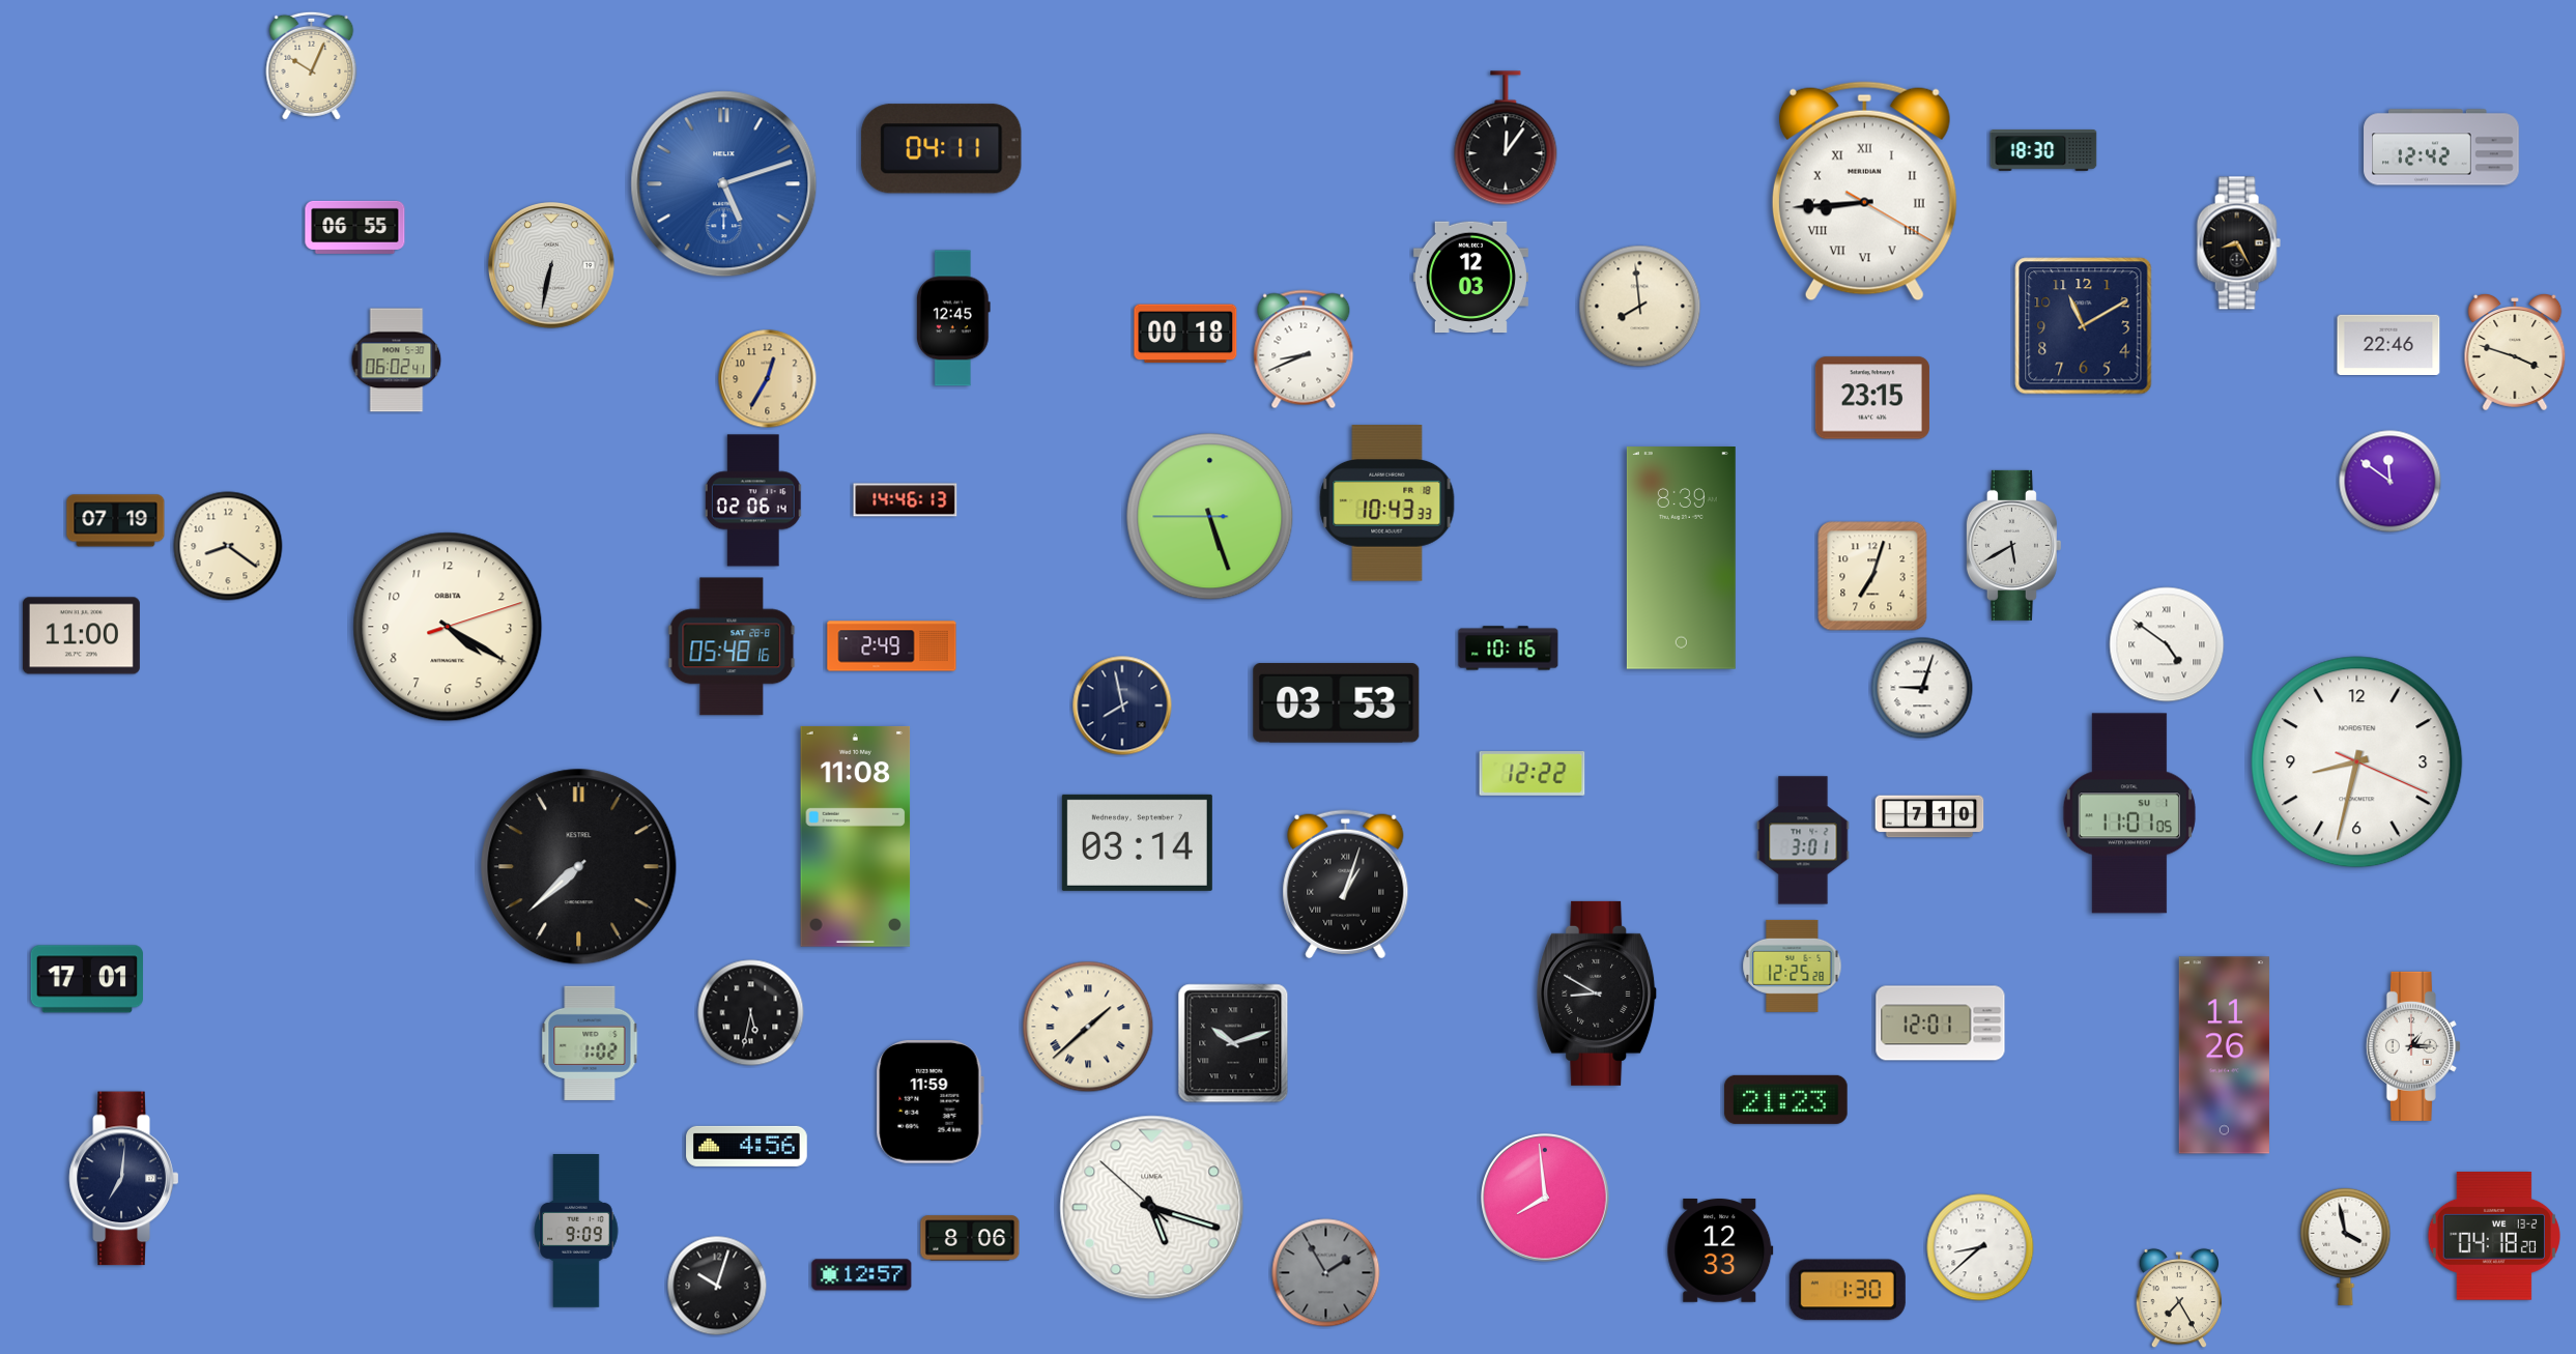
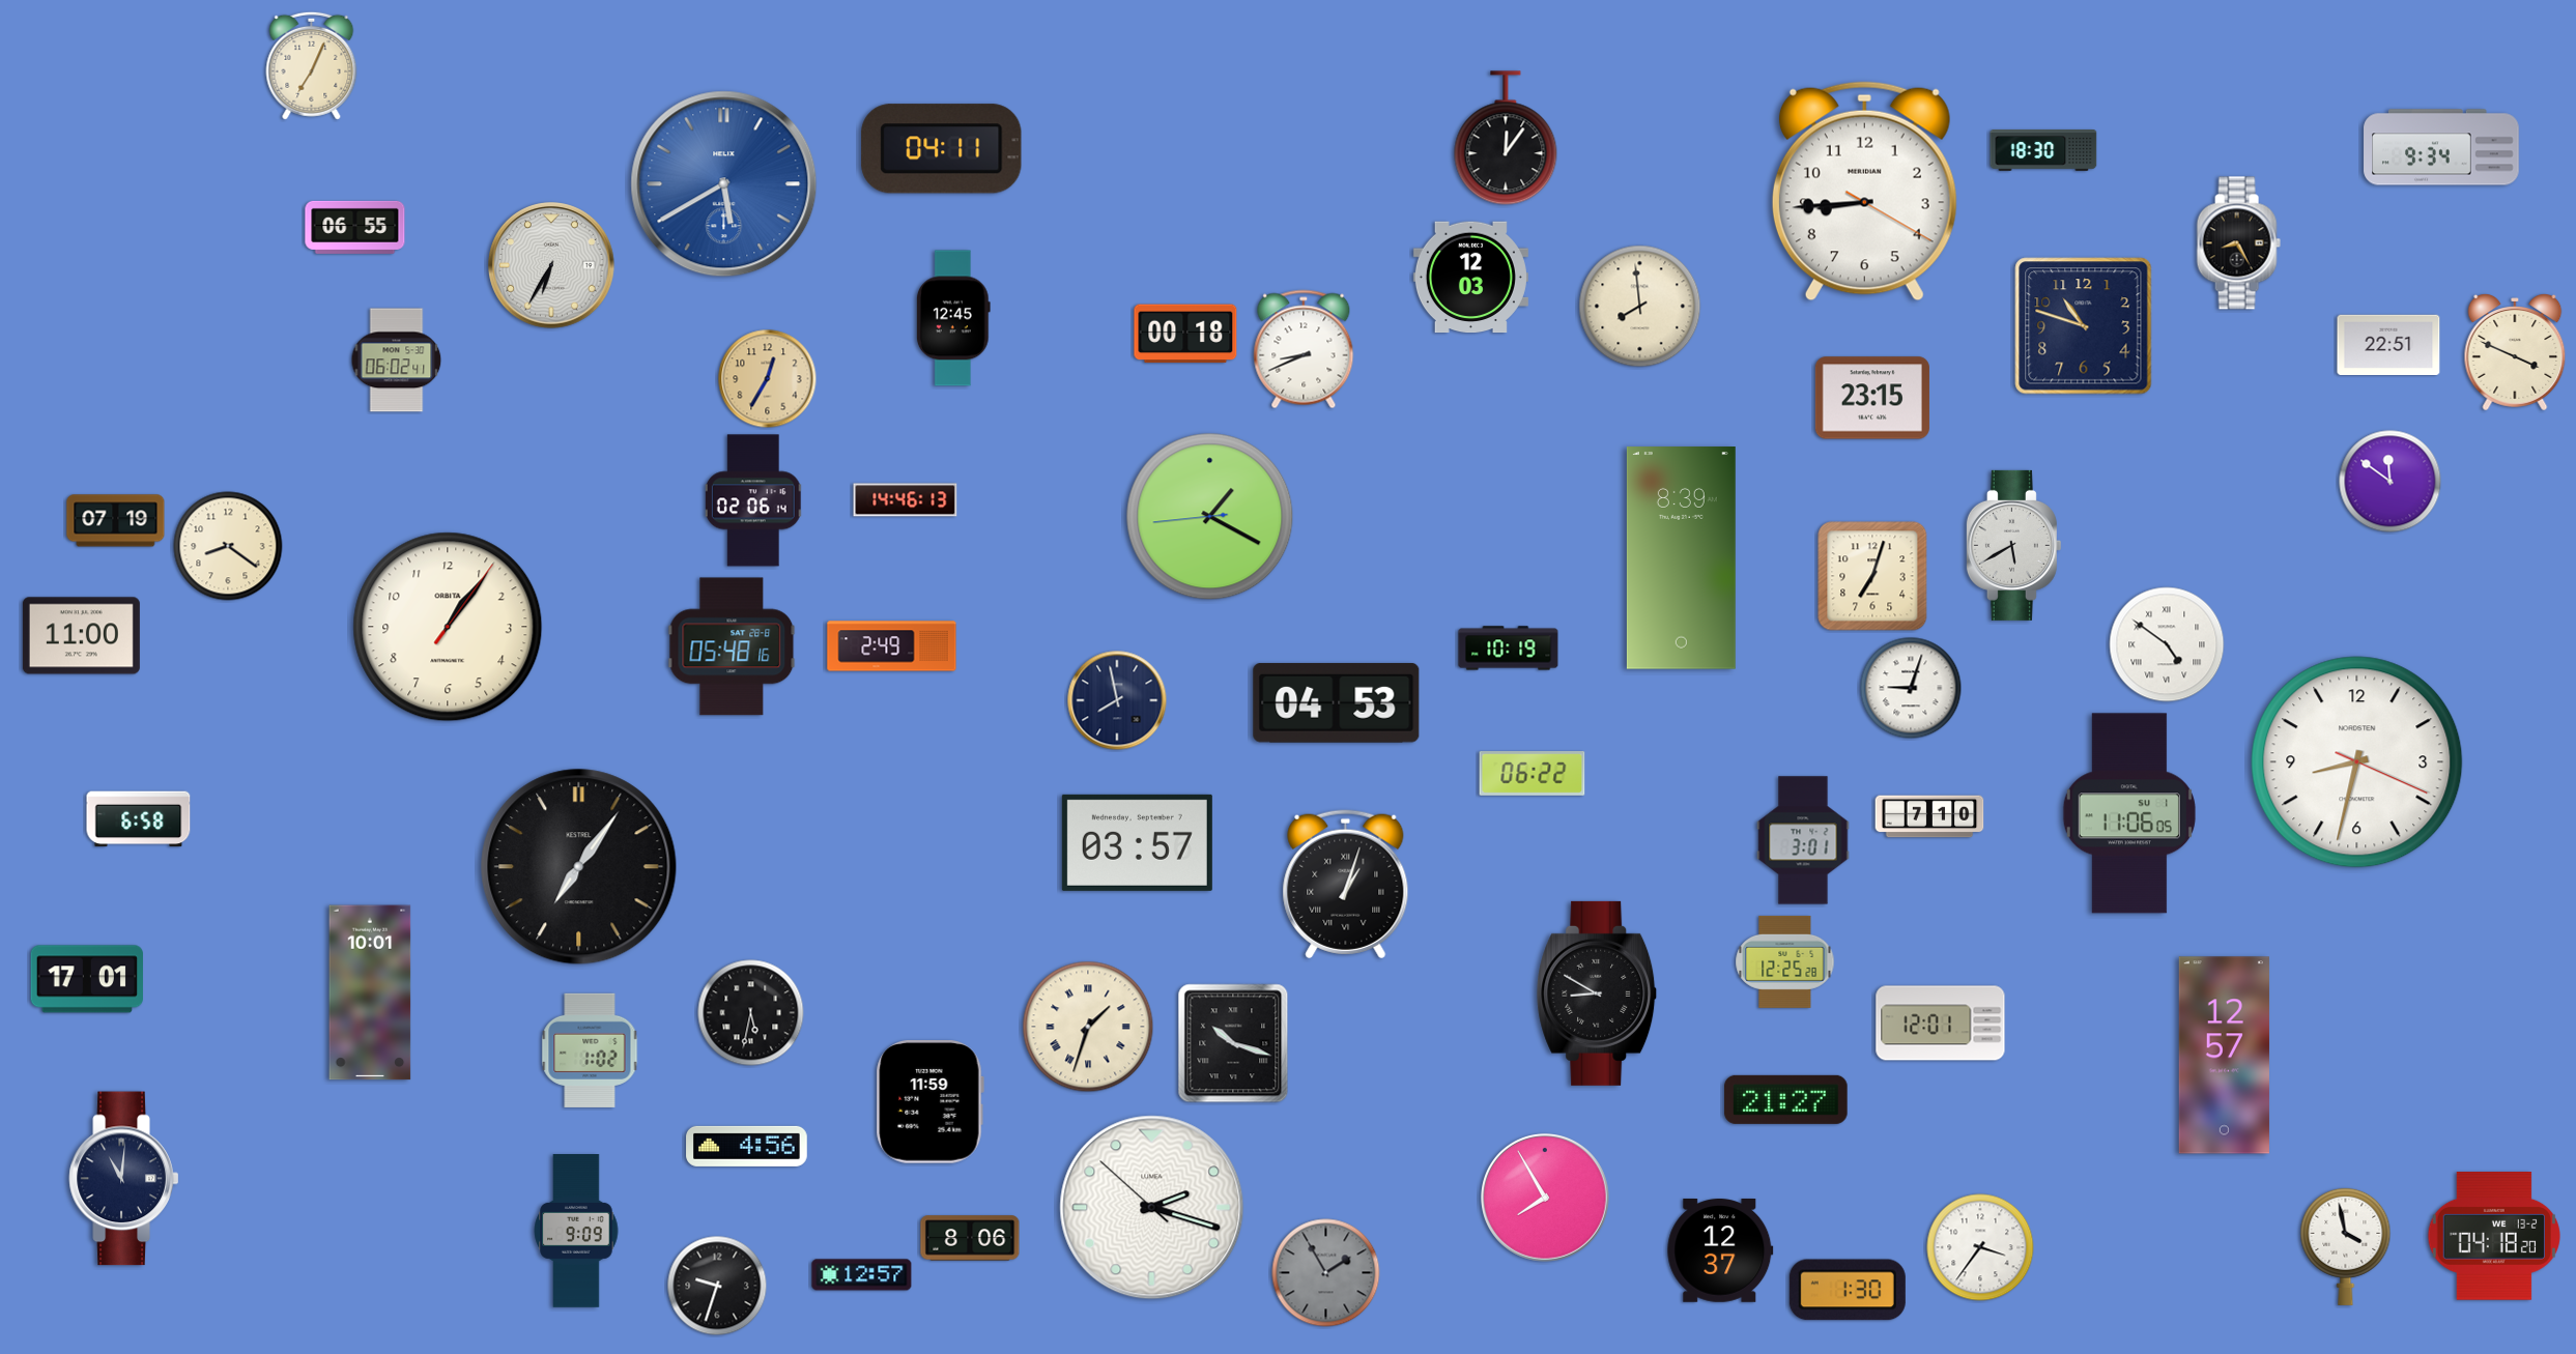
clock at (312, 65): 10:04 -> 7:04
clock at (2441, 147): 12:42 -> 9:34
clock at (724, 184): 5:12 -> 5:40
clock at (1864, 192) numerals: Roman -> Arabic
clock at (552, 266): 6:32 -> 6:35
clock at (2084, 326): 11:10 -> 10:48
clock at (2388, 344): 22:46 -> 22:51
clock at (2515, 352): 3:48 -> 3:49
clock at (1387, 503): 10:43 -> none
clock at (1210, 517): 5:26 -> 1:19
clock at (448, 627): 4:20 -> 1:06
clock at (1509, 649): 10:16 -> 10:19
clock at (1922, 688) position: (1922, 688) -> (1911, 688)
clock at (1337, 702): 03:53 -> 04:53
clock at (1122, 705) position: (1122, 705) -> (1117, 700)
clock at (1533, 774): 12:22 -> 06:22
clock at (2129, 813): 11:01 -> 11:06
clock at (139, 819): none -> 6:58
clock at (856, 836): 11:08 -> none
clock at (1137, 842): 03:14 -> 03:57
clock at (579, 867): 7:38 -> 7:06
clock at (1793, 966) position: (1793, 966) -> (1785, 961)
clock at (370, 992): none -> 10:01
clock at (1088, 1027): 1:38 -> 1:33
clock at (590, 1043) position: (590, 1043) -> (590, 1050)
clock at (1233, 1043): 10:12 -> 10:18
clock at (2413, 1046): 1:15 -> none
clock at (2224, 1056): 11:26 -> 12:57
clock at (1786, 1099): 21:23 -> 21:27
clock at (124, 1179): 7:01 -> 11:01
clock at (1545, 1198): 7:59 -> 7:55
clock at (1152, 1208): 5:17 -> 2:17
clock at (1980, 1247): 8:38 -> 3:36
clock at (1720, 1251): 12:33 -> 12:37
clock at (717, 1286): 10:03 -> 9:33
clock at (2179, 1298): 7:25 -> none
